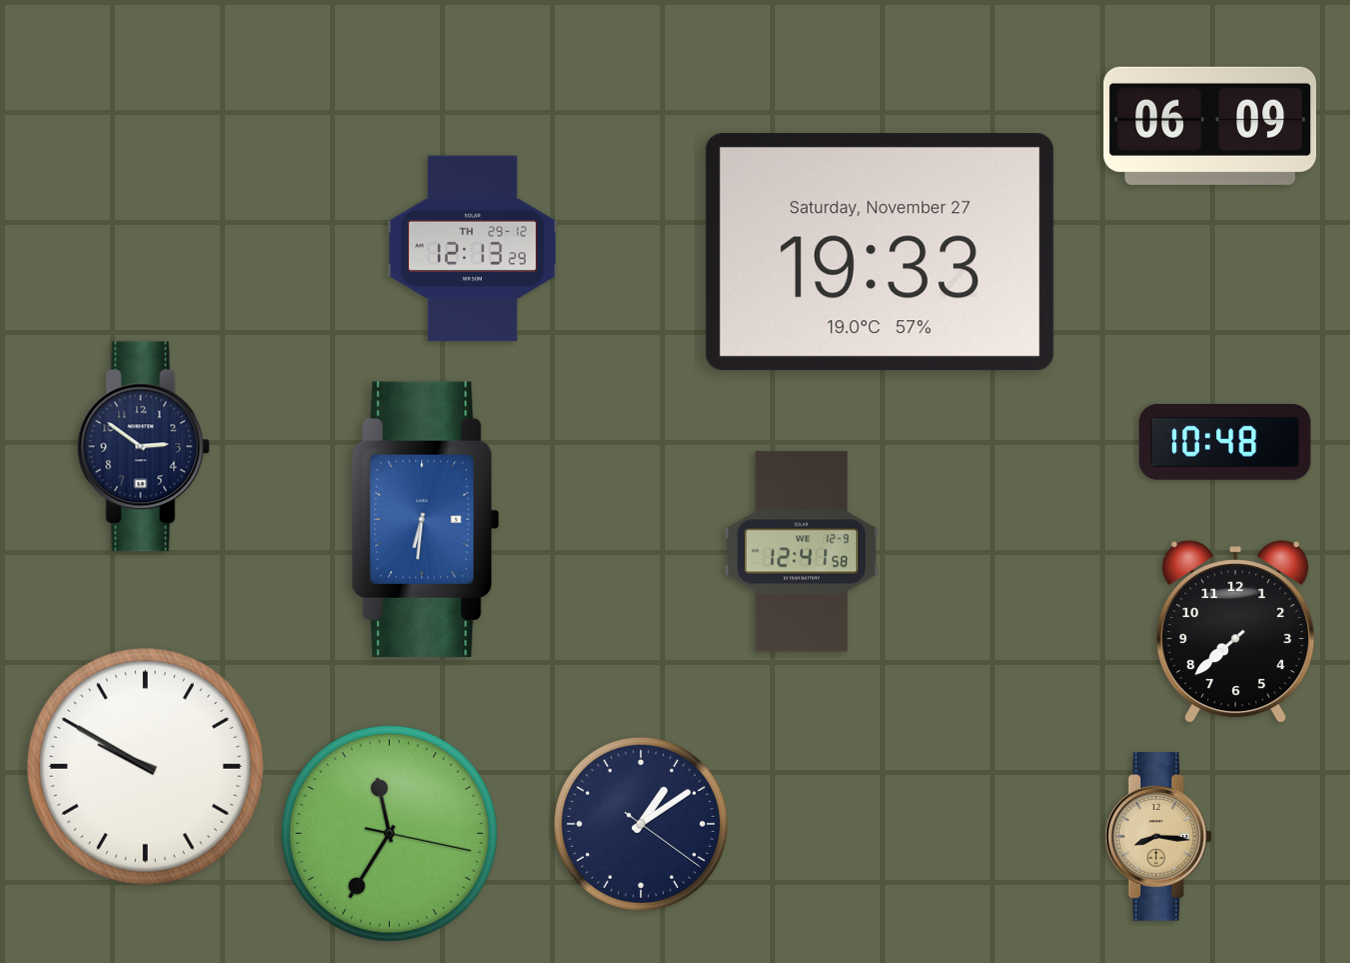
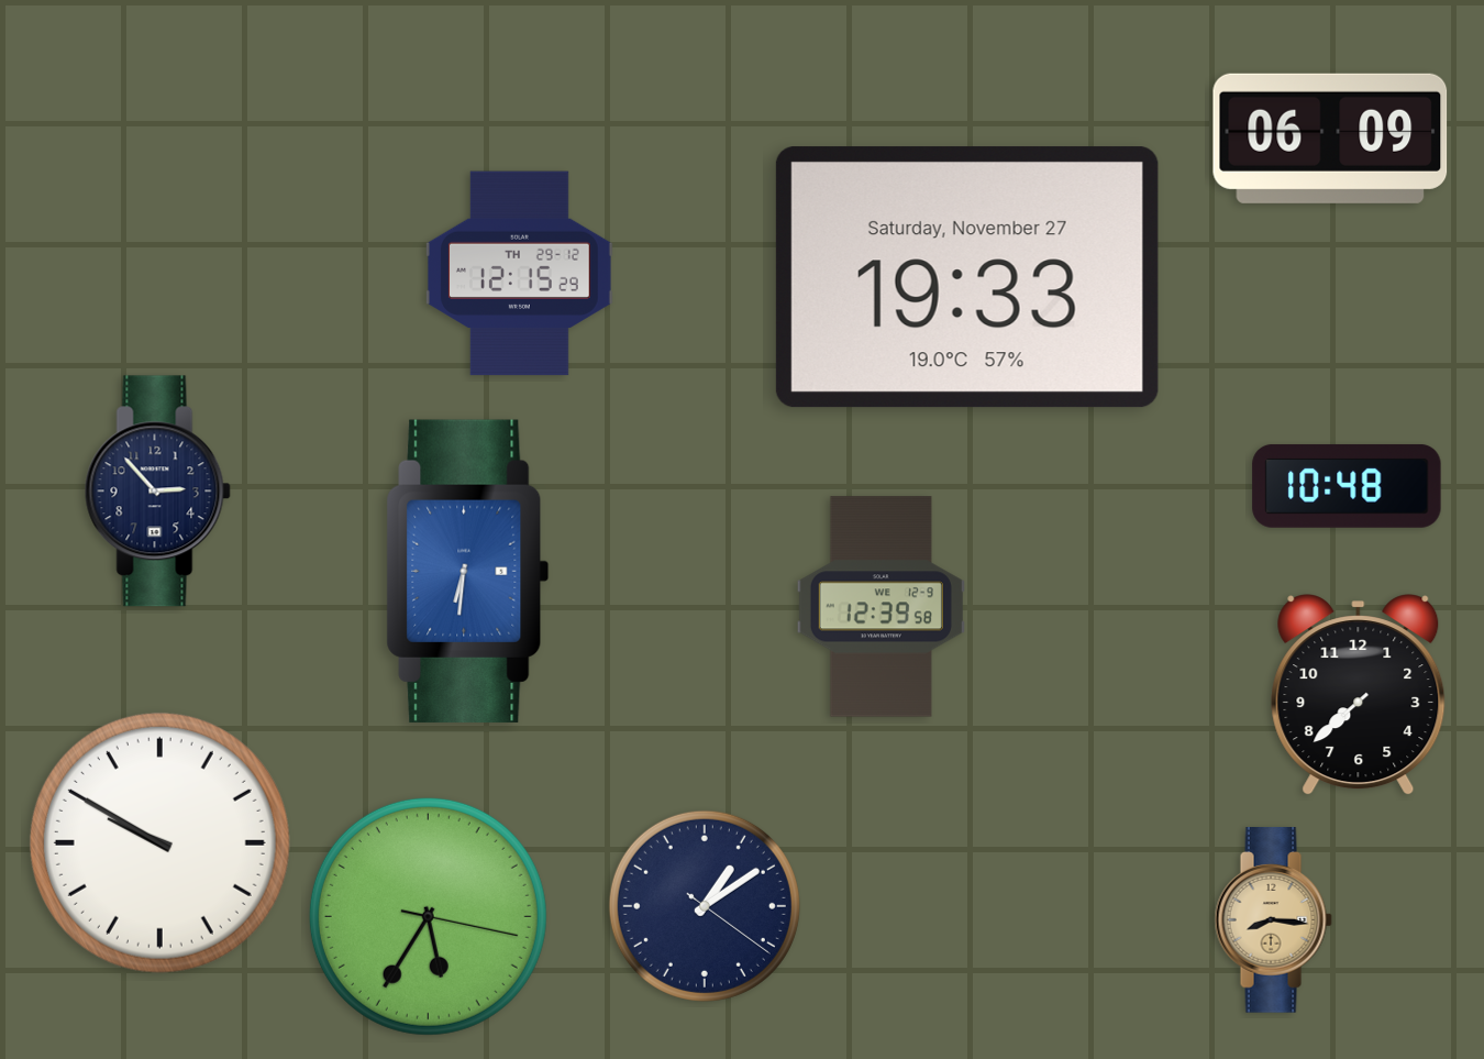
clock at (472, 249): 12:13 -> 12:15
clock at (143, 447): 2:51 -> 2:53
clock at (801, 552): 12:41 -> 12:39
clock at (389, 833): 11:35 -> 5:35
